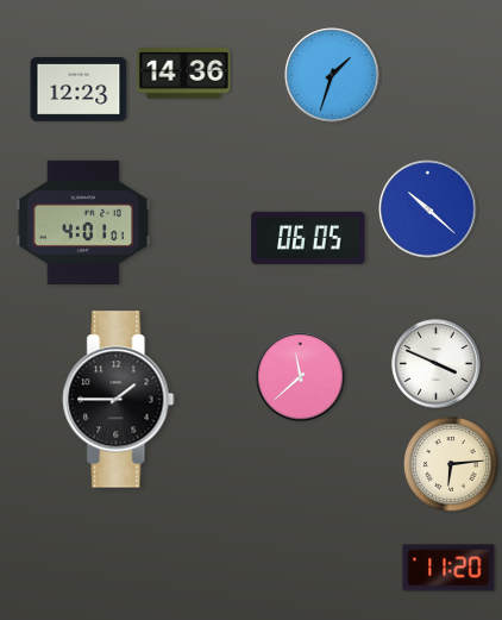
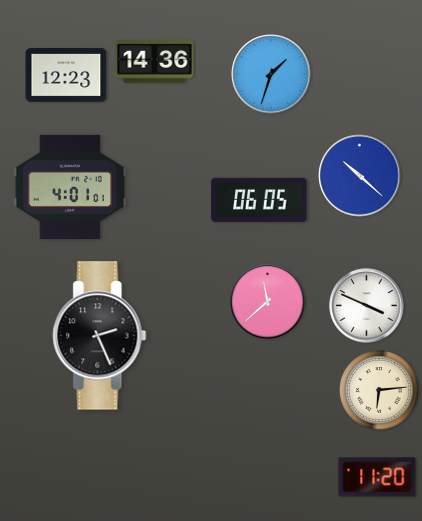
clock at (332, 75) position: (332, 75) -> (271, 74)
clock at (301, 377) position: (301, 377) -> (268, 302)
clock at (119, 400): 1:45 -> 2:26
